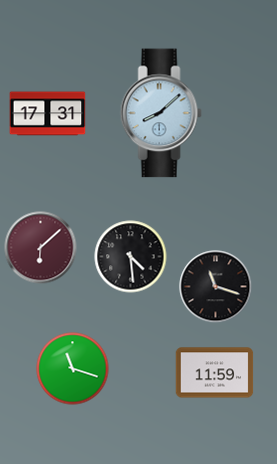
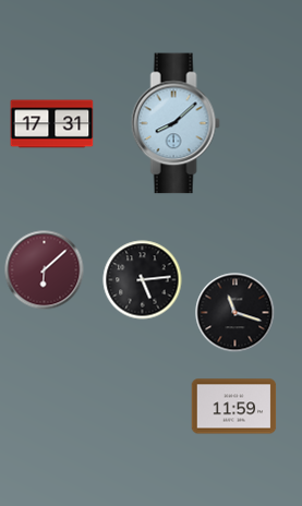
clock at (131, 257): 4:29 -> 5:14
clock at (73, 369): 11:18 -> none
